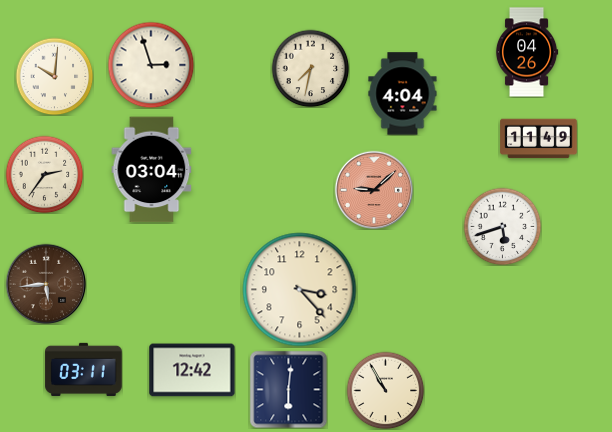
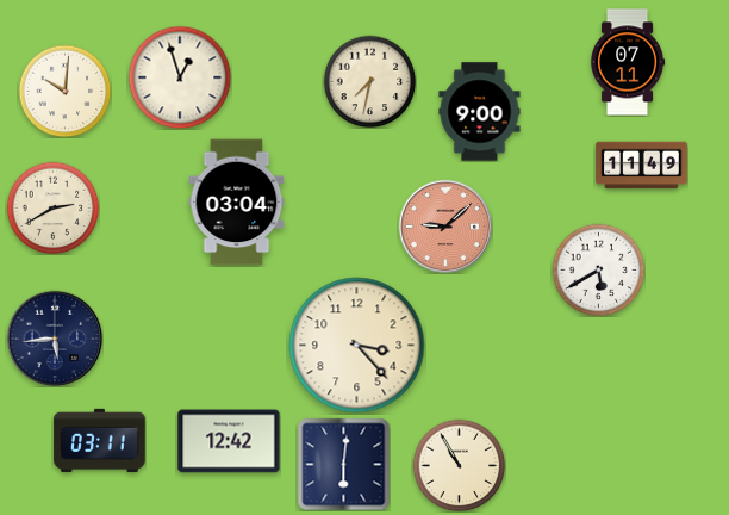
clock at (527, 52): 04:26 -> 07:11
clock at (151, 65): 2:57 -> 12:57
clock at (403, 94): 4:04 -> 9:00
clock at (152, 170) position: (152, 170) -> (237, 203)
clock at (44, 174): 2:36 -> 2:40
clock at (502, 226): 5:42 -> 5:40
clock at (46, 284) dial: brown -> navy
